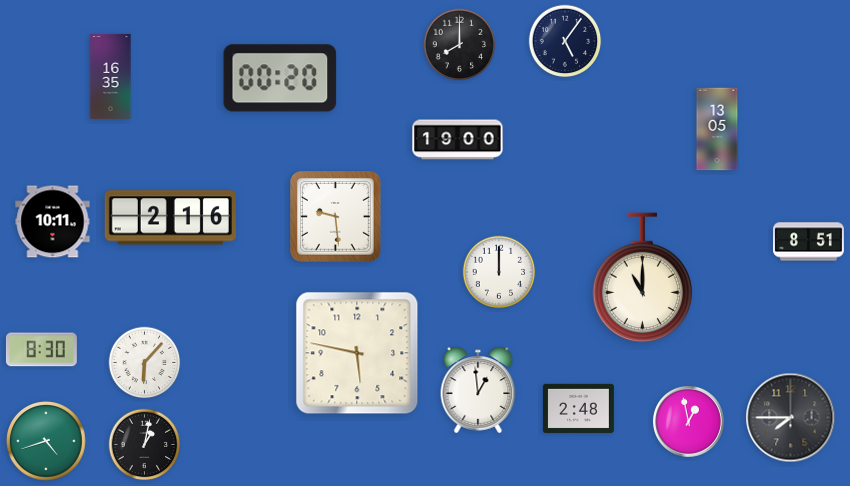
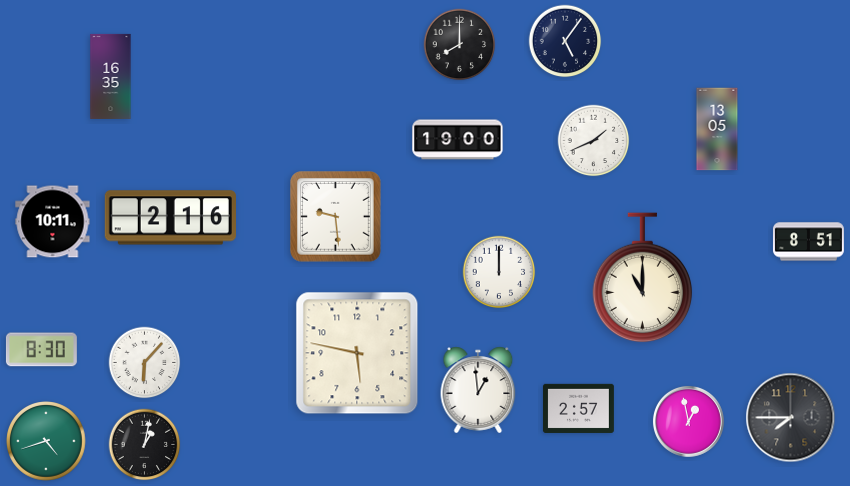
clock at (280, 78): 00:20 -> none
clock at (594, 141): none -> 1:41
clock at (578, 408): 2:48 -> 2:57
